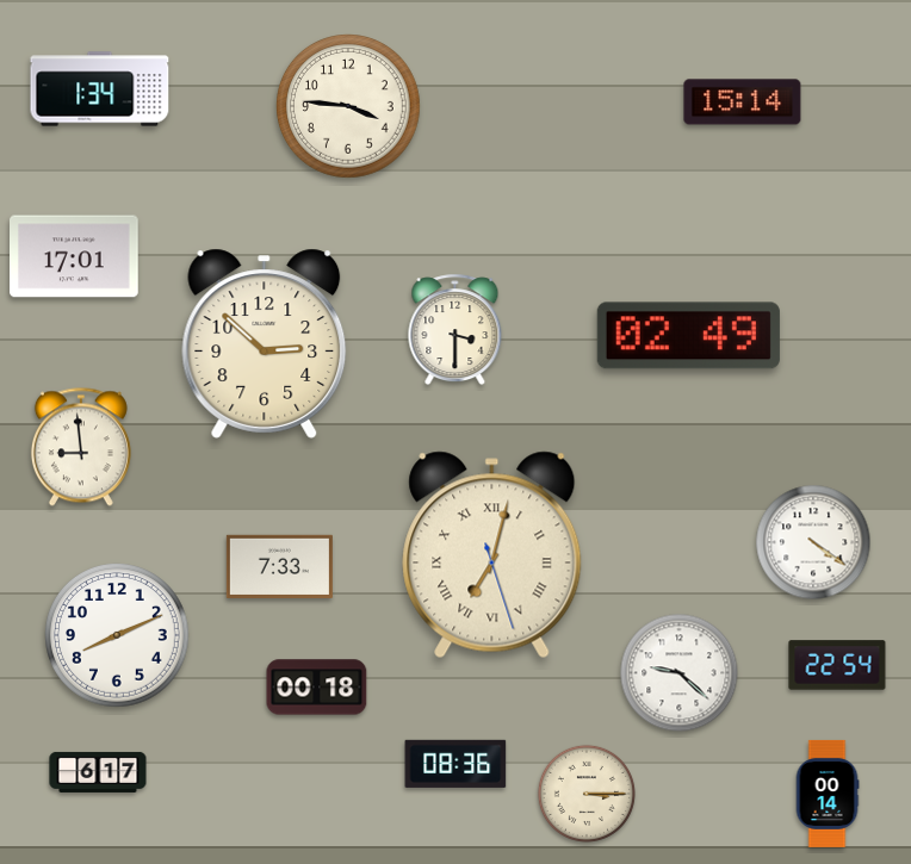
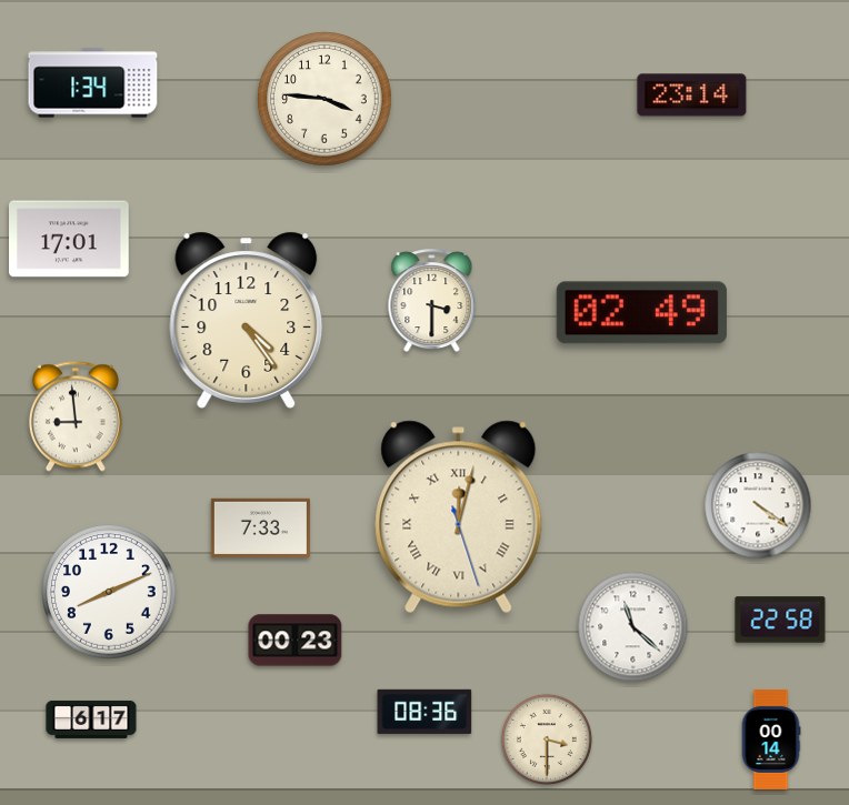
clock at (743, 102): 15:14 -> 23:14
clock at (456, 330) position: (456, 330) -> (432, 301)
clock at (265, 343): 2:52 -> 4:24
clock at (492, 555): 7:02 -> 12:02
clock at (837, 665): 22:54 -> 22:58
clock at (680, 673): 9:22 -> 11:22
clock at (317, 688): 00:18 -> 00:23
clock at (587, 794): 3:15 -> 3:30
